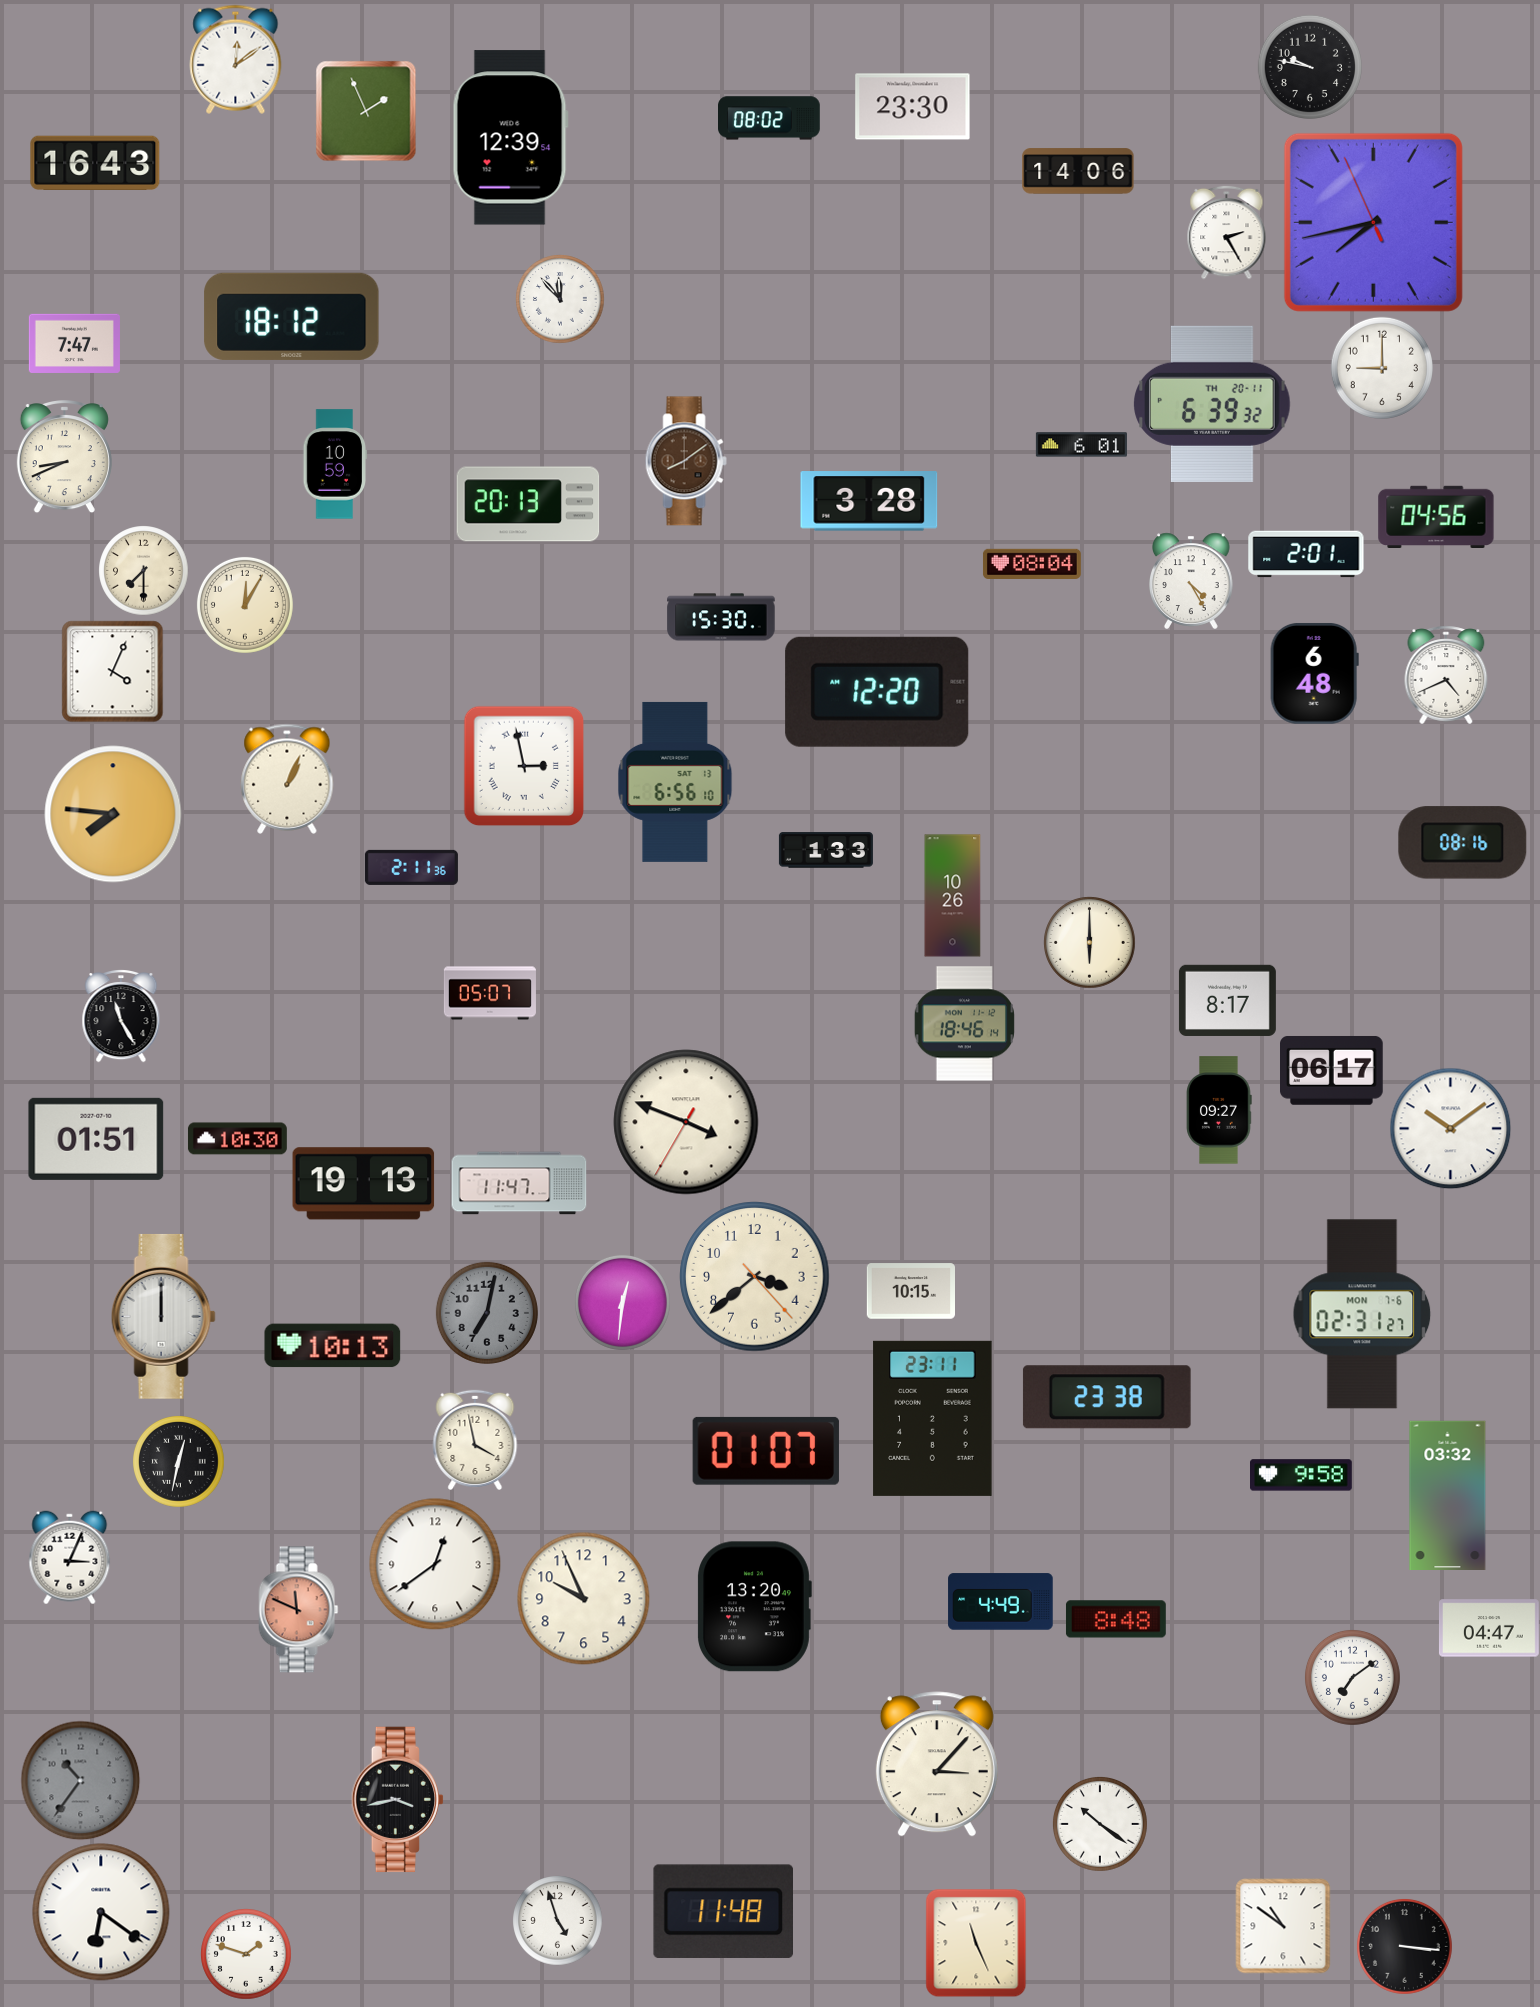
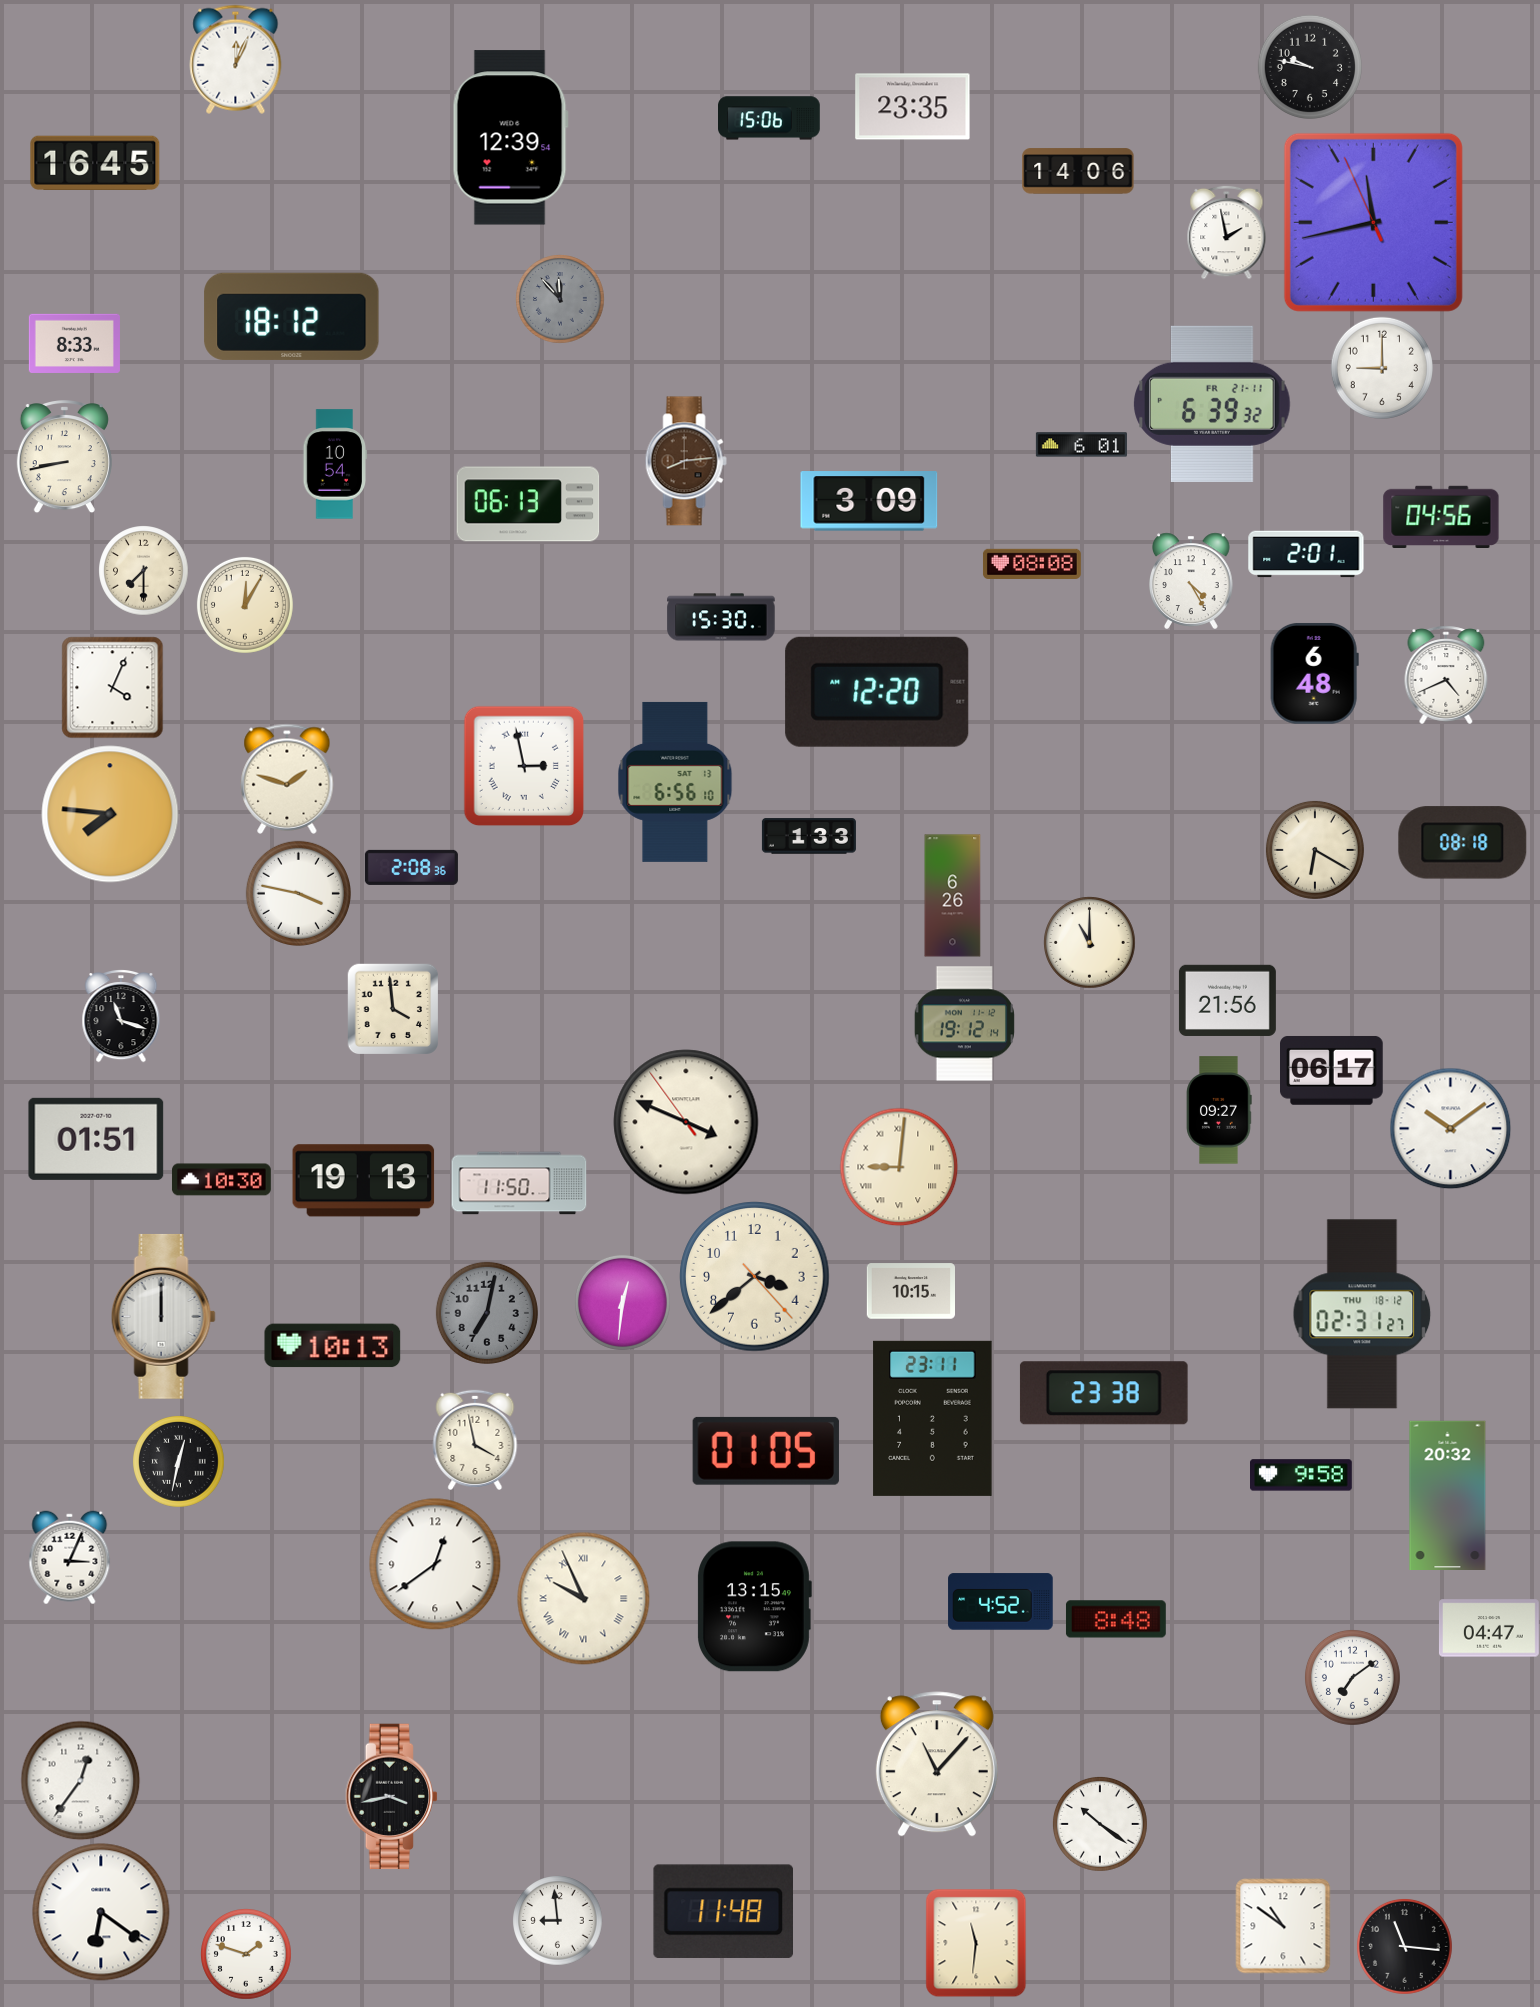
clock at (236, 59): 12:09 -> 12:04
clock at (913, 107): 23:30 -> 23:35
clock at (366, 111): 1:56 -> none
clock at (770, 118): 08:02 -> 15:06
clock at (95, 163): 16:43 -> 16:45
clock at (1373, 222): 7:42 -> 11:42
clock at (1227, 232): 2:25 -> 1:58
clock at (560, 299) dial: white -> grey
clock at (74, 343): 7:47 -> 8:33
clock at (1212, 404) date: TH 20-11 -> FR 21-11
clock at (64, 457): 8:41 -> 8:43
clock at (686, 461): 8:09 -> 8:14
clock at (335, 464): 10:59 -> 10:54
clock at (869, 501): 3:28 -> 3:09
clock at (528, 504): 20:13 -> 06:13
clock at (1436, 516) position: (1436, 516) -> (1441, 516)
clock at (1032, 563): 08:04 -> 08:08
clock at (112, 671) position: (112, 671) -> (112, 687)
clock at (287, 779): 1:04 -> 1:48
clock at (113, 814) position: (113, 814) -> (110, 814)
clock at (1463, 843): 08:16 -> 08:18
clock at (826, 850) position: (826, 850) -> (809, 836)
clock at (1315, 850): none -> 6:20
clock at (411, 867): 2:11 -> 2:08
clock at (298, 893): none -> 3:47
clock at (953, 896): 10:26 -> 6:26
clock at (1089, 942): 6:00 -> 11:00
clock at (490, 993): 05:07 -> none
clock at (1227, 1000): 8:17 -> 21:56
clock at (392, 1008): none -> 3:59
clock at (121, 1016): 11:25 -> 11:18
clock at (964, 1024): 18:46 -> 19:12
clock at (686, 1122): 3:48:35 -> 3:48:54
clock at (237, 1139) position: (237, 1139) -> (221, 1180)
clock at (899, 1167): none -> 9:01
clock at (519, 1183): 11:47 -> 11:50
clock at (364, 1184) position: (364, 1184) -> (364, 1181)
clock at (1362, 1314) date: MON 7-6 -> THU 18-12
clock at (1107, 1397) position: (1107, 1397) -> (1104, 1393)
clock at (766, 1451): 01:07 -> 01:05
clock at (1448, 1495): 03:32 -> 20:32
clock at (584, 1599) numerals: Arabic -> Roman
clock at (1001, 1602): 4:49 -> 4:52
clock at (754, 1607): 13:20 -> 13:15
clock at (299, 1610): 11:49 -> none
clock at (937, 1764): 3:07 -> 11:07
clock at (80, 1780): 10:36 -> 12:36
clock at (80, 1780) dial: grey -> white
clock at (397, 1800) position: (397, 1800) -> (391, 1797)
clock at (557, 1920): 4:57 -> 8:59
clock at (976, 1943): 11:26 -> 11:31
clock at (1404, 1946): 3:16 -> 11:16
